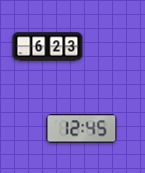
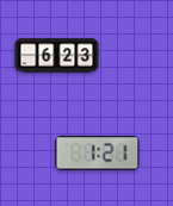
clock at (82, 129): 12:45 -> 1:21
